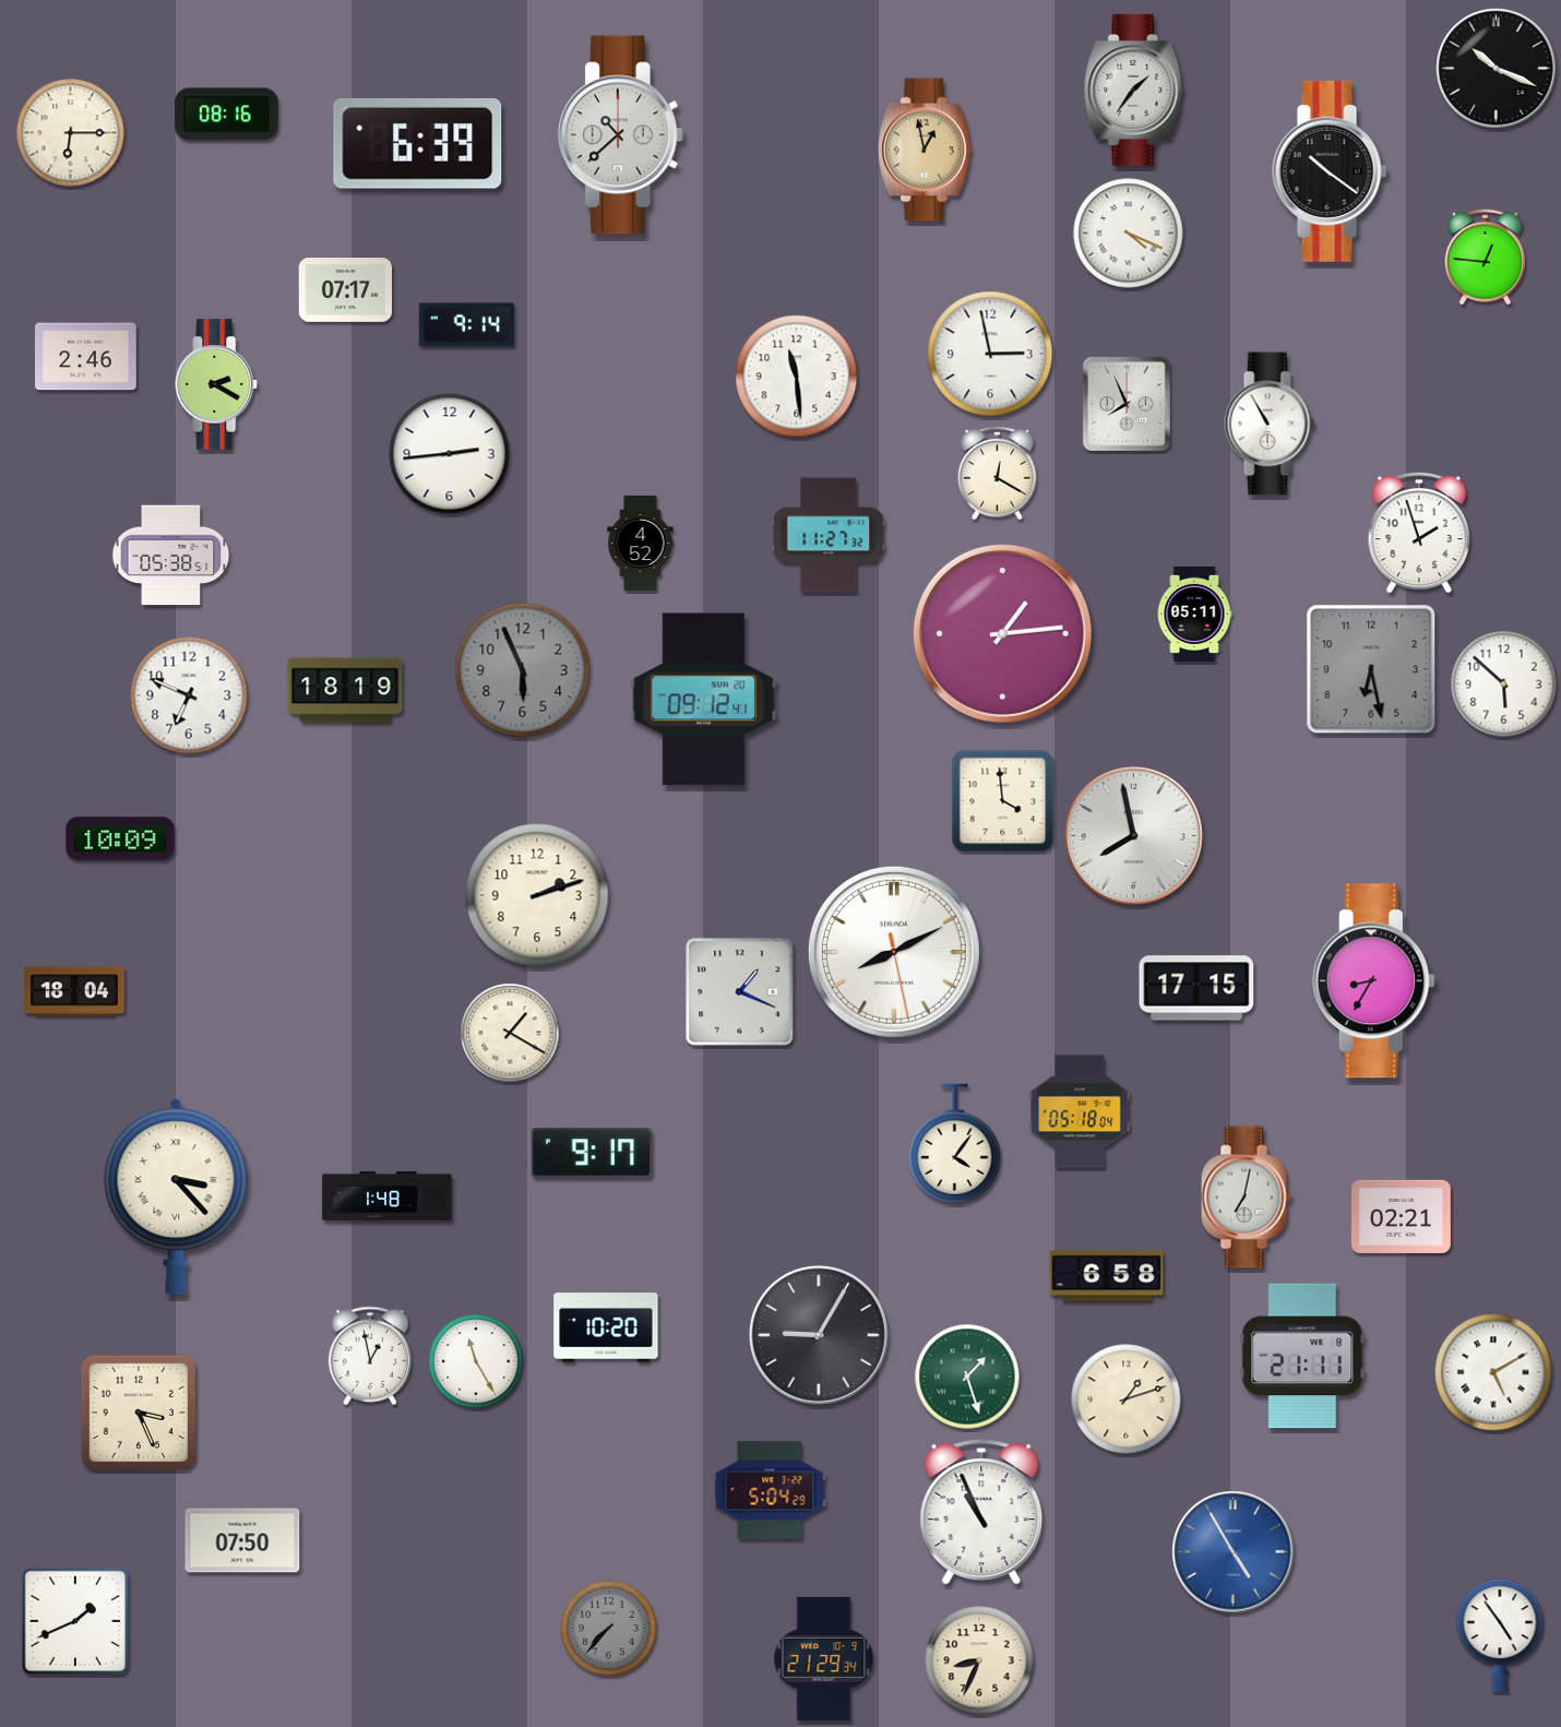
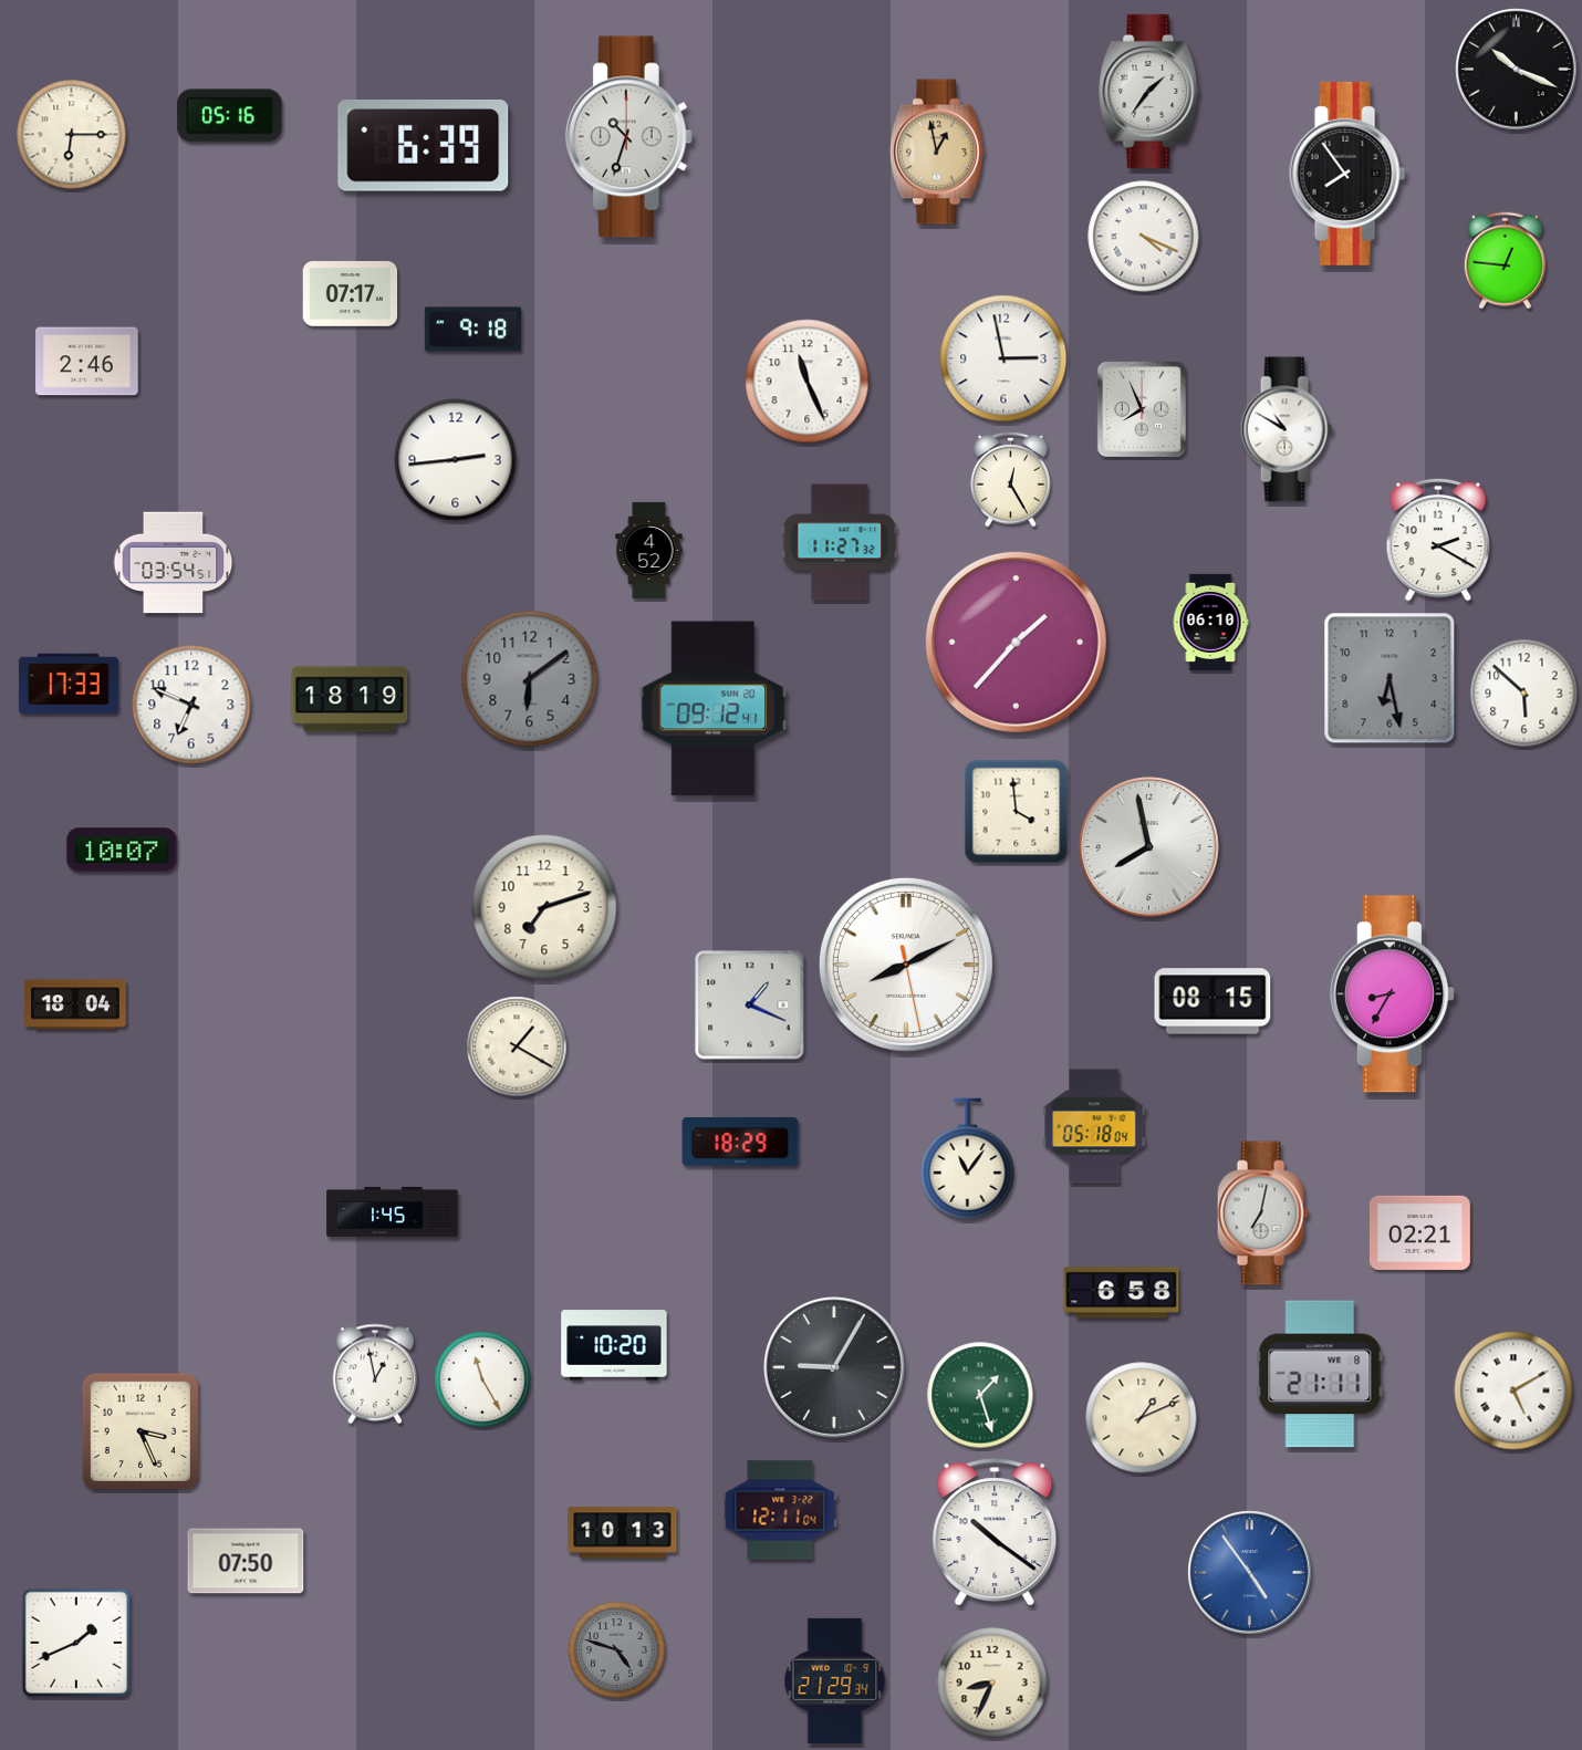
clock at (227, 115): 08:16 -> 05:16
clock at (620, 135): 10:38 -> 10:33
clock at (1330, 171): 10:21 -> 7:54
clock at (466, 325): 9:14 -> 9:18
clock at (797, 377): 11:29 -> 11:26
clock at (216, 384): 2:20 -> none
clock at (1270, 424): 10:55 -> 10:50
clock at (998, 473): 12:20 -> 12:25
clock at (1419, 533): 1:57 -> 2:20
clock at (171, 556): 05:38 -> 03:54
clock at (1194, 614): 05:11 -> 06:10
clock at (1002, 633): 1:14 -> 1:37
clock at (523, 670): 5:56 -> 6:09
clock at (69, 684): none -> 17:33
clock at (120, 838): 10:09 -> 10:07
clock at (537, 895): 2:12 -> 7:12
clock at (1196, 988): 17:15 -> 08:15
clock at (740, 1143): none -> 18:29
clock at (955, 1144): 4:06 -> 11:06
clock at (591, 1153): 9:17 -> none
clock at (388, 1195): 1:48 -> 1:45
clock at (176, 1196): 3:23 -> none
clock at (820, 1336) position: (820, 1336) -> (835, 1368)
clock at (1127, 1400): 1:12 -> 1:11
clock at (770, 1490): 5:04 -> 12:11
clock at (981, 1512): 10:56 -> 10:21
clock at (623, 1533): none -> 10:13
clock at (1234, 1552): 4:55 -> 4:54
clock at (609, 1629): 7:37 -> 4:48
clock at (1500, 1635): 4:54 -> none
